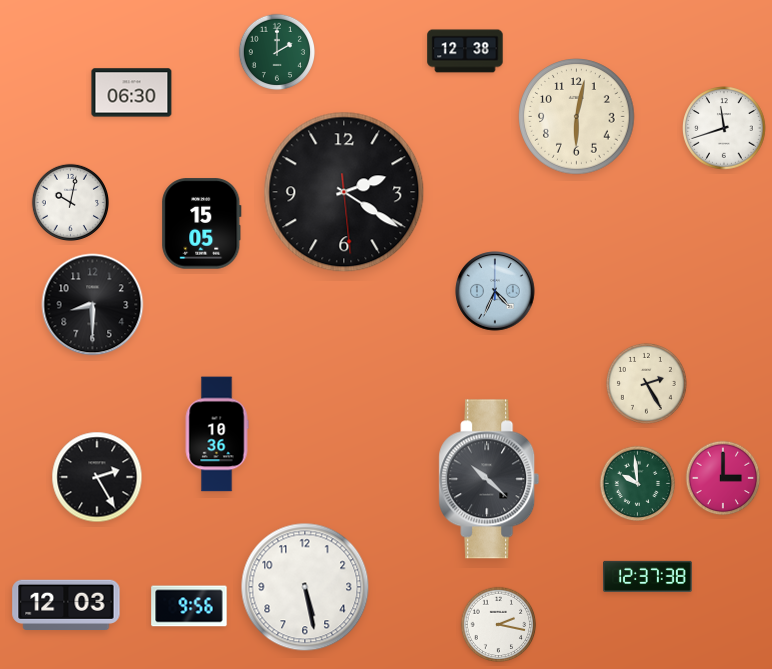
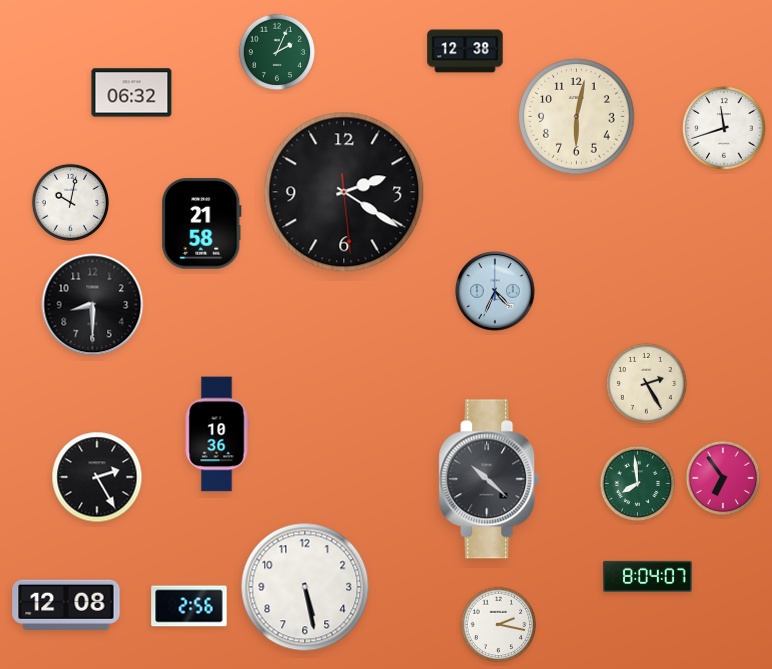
clock at (277, 52): 2:00 -> 2:04
clock at (132, 93): 06:30 -> 06:32
clock at (202, 224): 15:05 -> 21:58
clock at (723, 478): 3:00 -> 6:54
clock at (638, 484): 9:59 -> 7:59
clock at (648, 576): 12:37 -> 8:04
clock at (66, 604): 12:03 -> 12:08
clock at (189, 606): 9:56 -> 2:56
